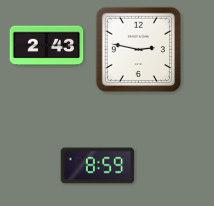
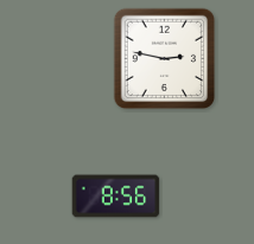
clock at (47, 46): 2:43 -> none
clock at (98, 166): 8:59 -> 8:56
